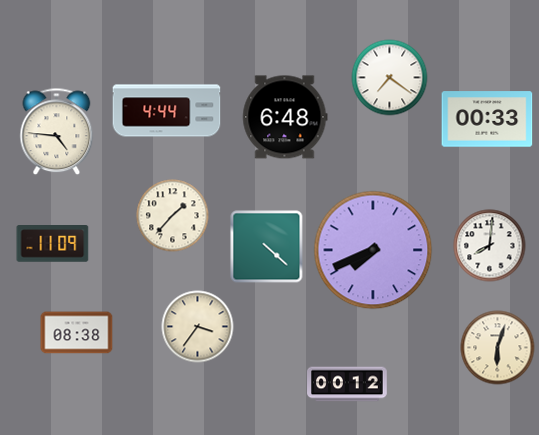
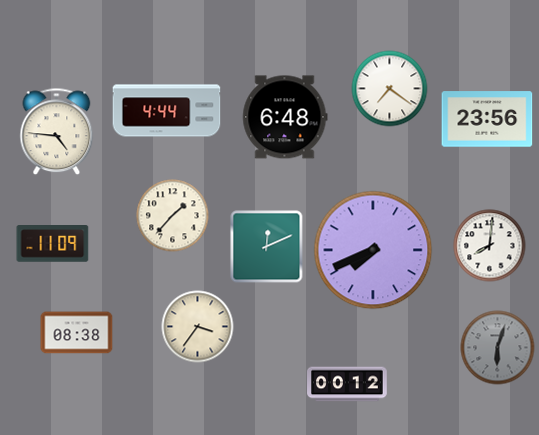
clock at (390, 78) position: (390, 78) -> (390, 89)
clock at (487, 119): 00:33 -> 23:56
clock at (267, 247): 4:22 -> 12:11
clock at (498, 348) dial: cream -> grey
